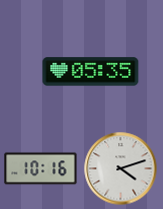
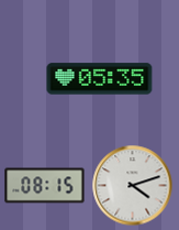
clock at (41, 169): 10:16 -> 08:15
